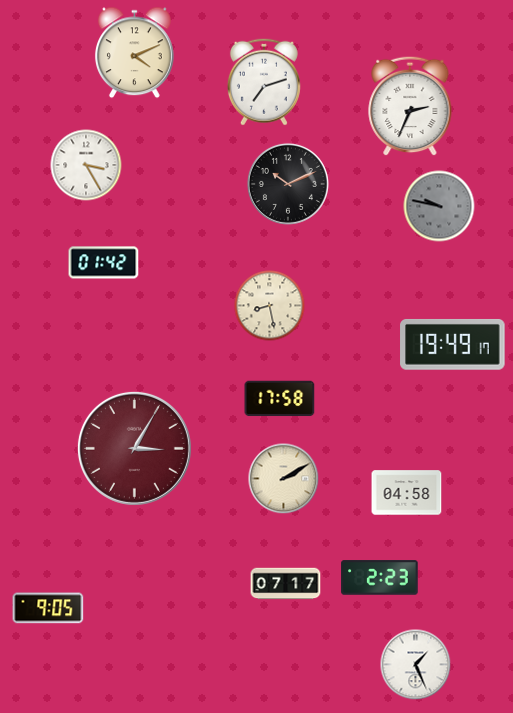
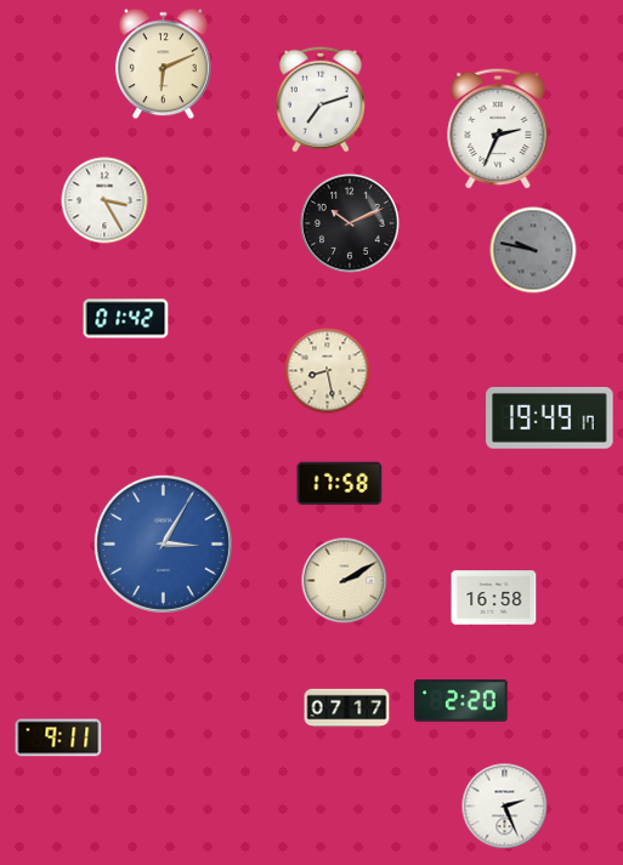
clock at (134, 53): 4:11 -> 6:11
clock at (134, 448) dial: burgundy -> blue
clock at (407, 493): 04:58 -> 16:58
clock at (380, 578): 2:23 -> 2:20
clock at (48, 608): 9:05 -> 9:11
clock at (416, 665): 1:26 -> 2:26
